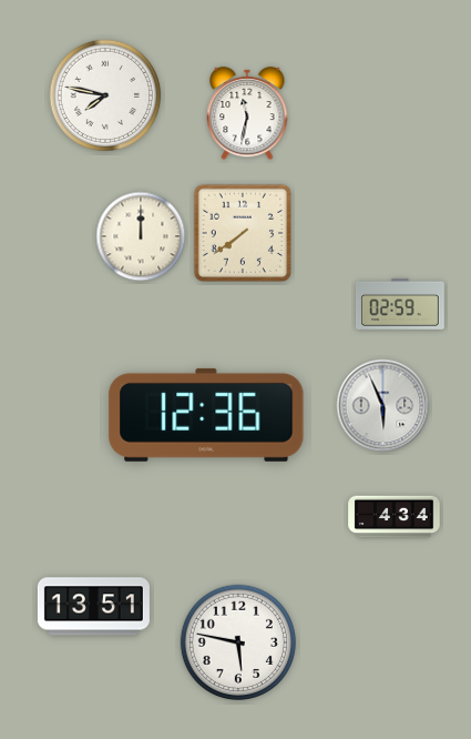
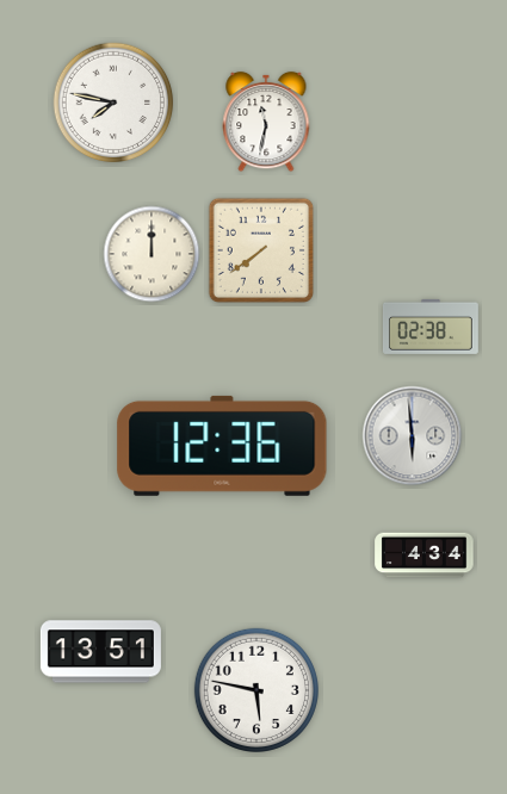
clock at (400, 304): 02:59 -> 02:38
clock at (383, 406): 5:56 -> 5:59
